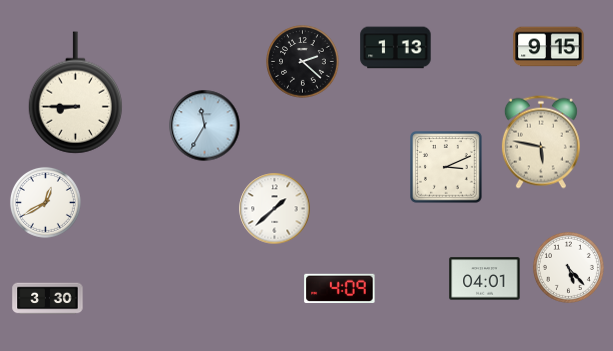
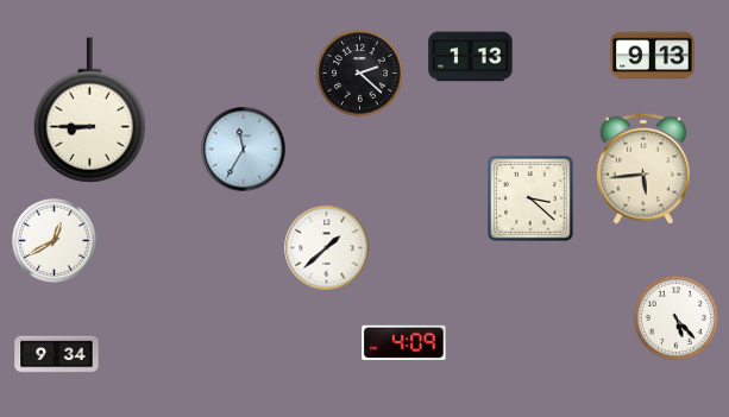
clock at (549, 47): 9:15 -> 9:13
clock at (541, 142): 5:47 -> 5:44
clock at (446, 167): 3:11 -> 3:22
clock at (485, 279): 04:01 -> none
clock at (48, 299): 3:30 -> 9:34
